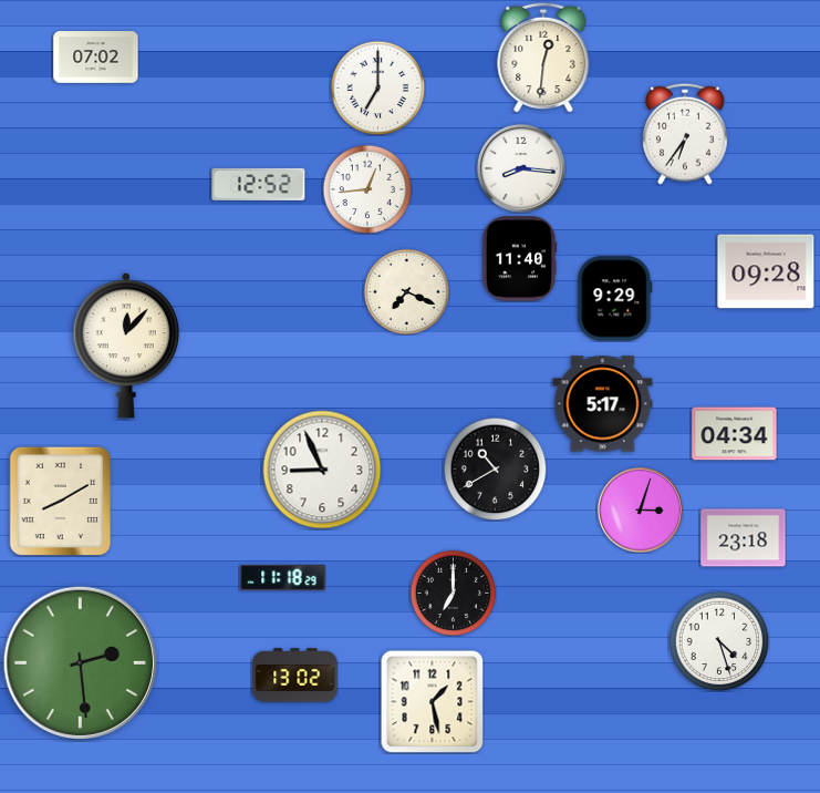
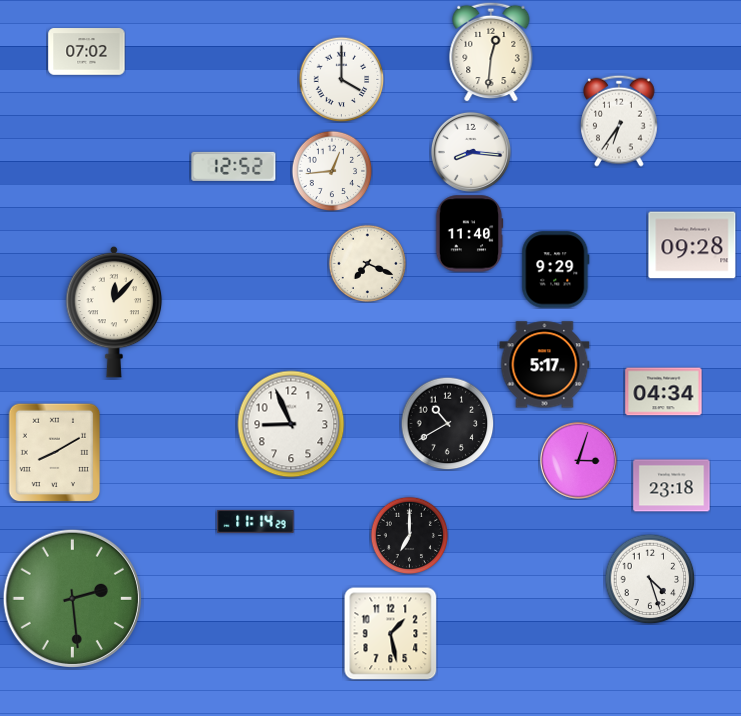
clock at (377, 87): 7:00 -> 4:00
clock at (283, 577): 11:18 -> 11:14
clock at (295, 676): 13:02 -> none
